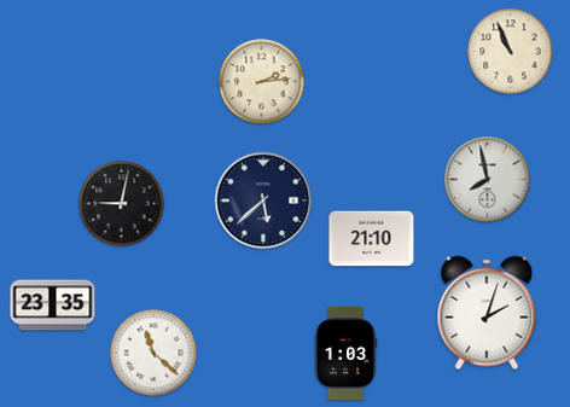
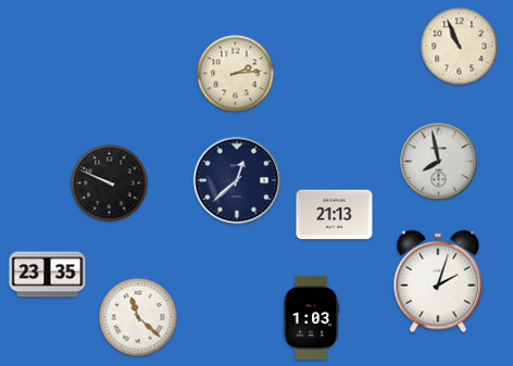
clock at (263, 200): 5:38 -> 12:38
clock at (122, 204): 9:02 -> 9:49
clock at (372, 239): 21:10 -> 21:13
